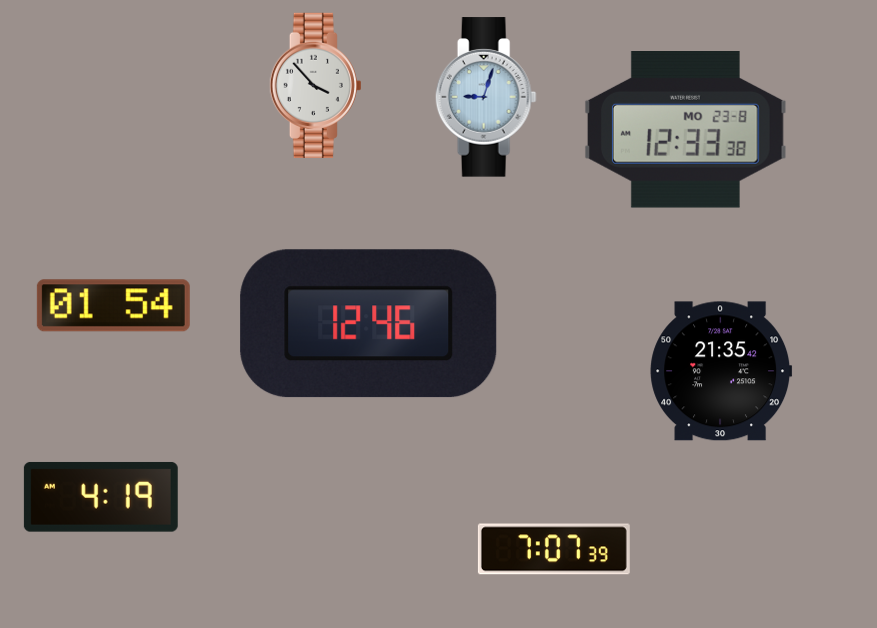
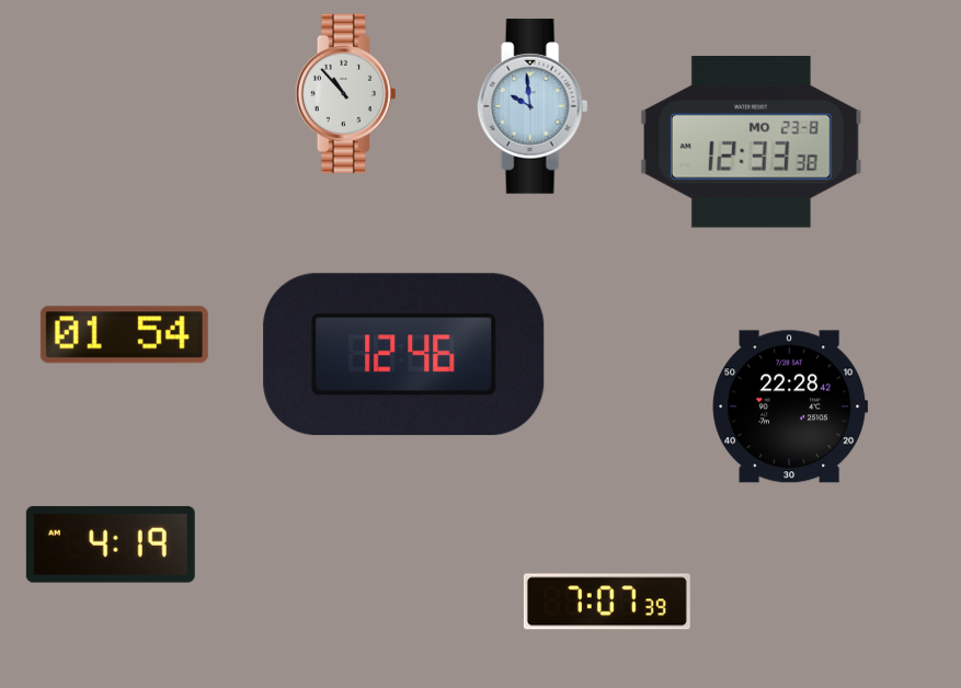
clock at (315, 85): 3:53 -> 10:53
clock at (486, 97): 9:03 -> 9:59
clock at (721, 371): 21:35 -> 22:28
